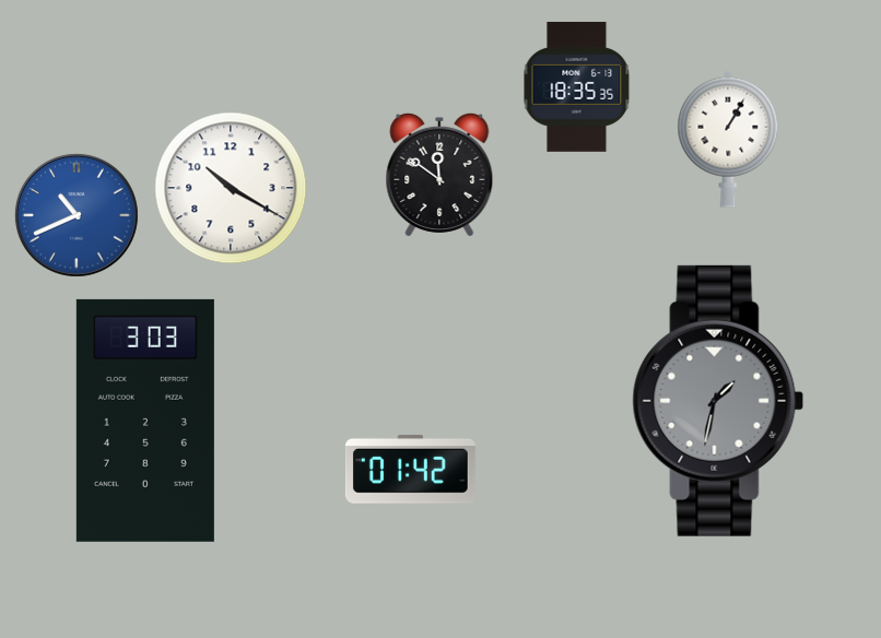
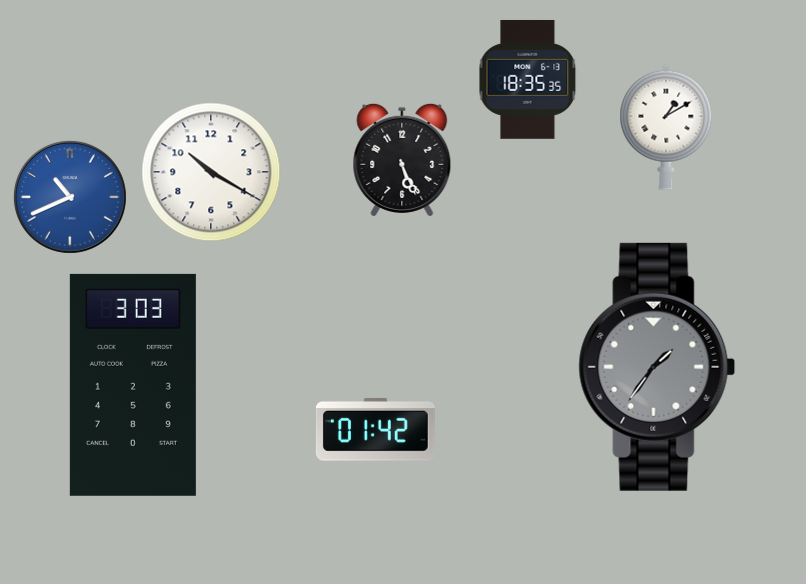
clock at (728, 139): 1:05 -> 1:10
clock at (439, 175): 11:51 -> 5:26
clock at (718, 401): 1:32 -> 1:36
